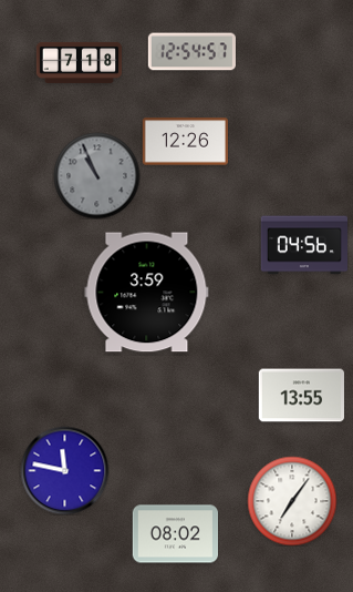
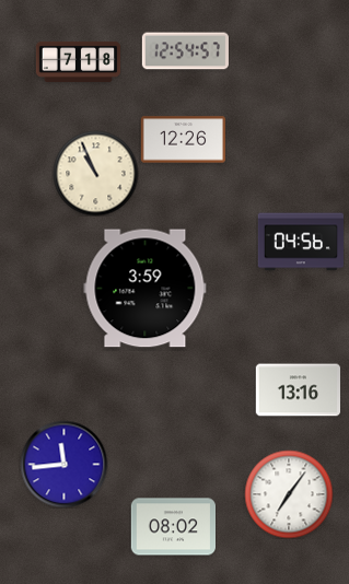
clock at (191, 52) position: (191, 52) -> (185, 51)
clock at (96, 175) dial: grey -> cream
clock at (301, 396): 13:55 -> 13:16
clock at (64, 470): 11:47 -> 11:44
